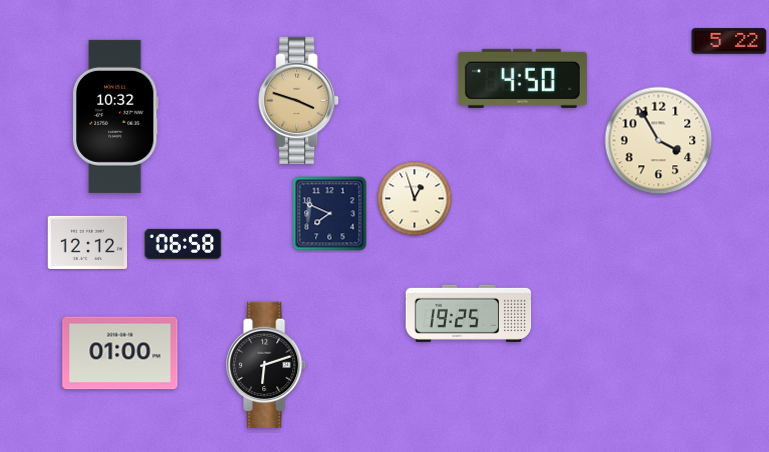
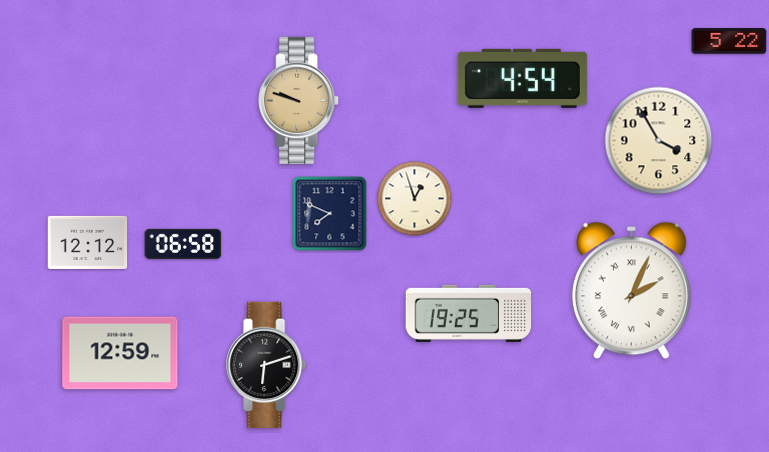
clock at (522, 78): 4:50 -> 4:54
clock at (299, 100): 3:48 -> 9:48
clock at (116, 116): 10:32 -> none
clock at (631, 291): none -> 2:04
clock at (120, 353): 01:00 -> 12:59
